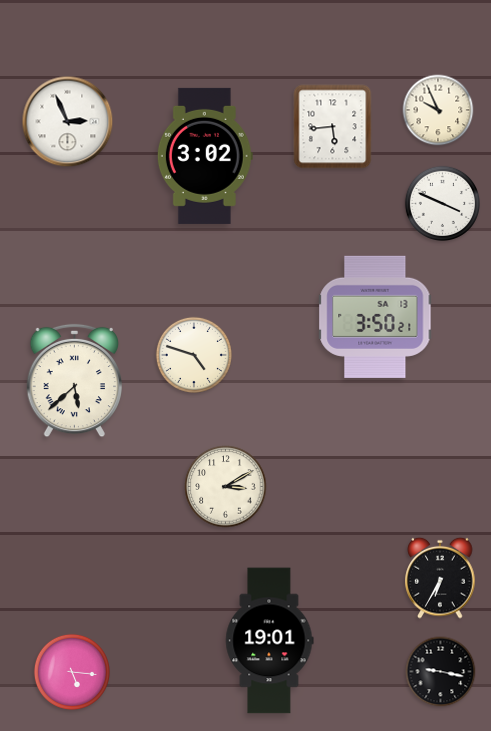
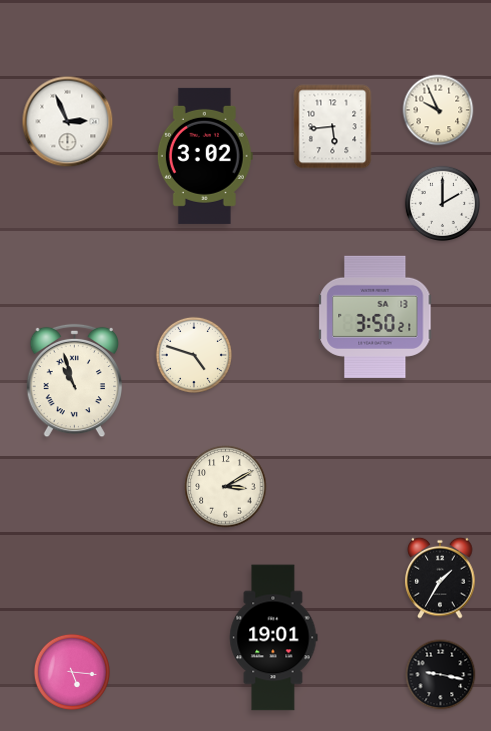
clock at (442, 203): 3:49 -> 2:00
clock at (74, 381): 5:38 -> 10:57
clock at (440, 578): 6:35 -> 1:35
clock at (269, 641) position: (269, 641) -> (273, 638)
clock at (441, 672) position: (441, 672) -> (441, 675)
